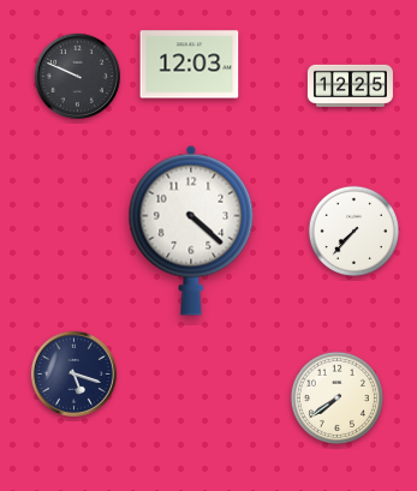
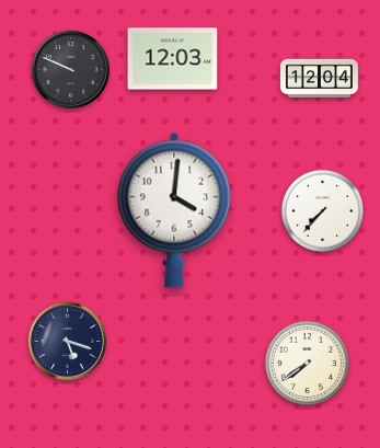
clock at (350, 85): 12:25 -> 12:04
clock at (191, 230): 4:22 -> 4:01
